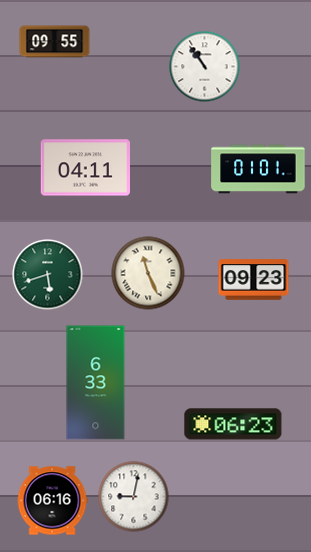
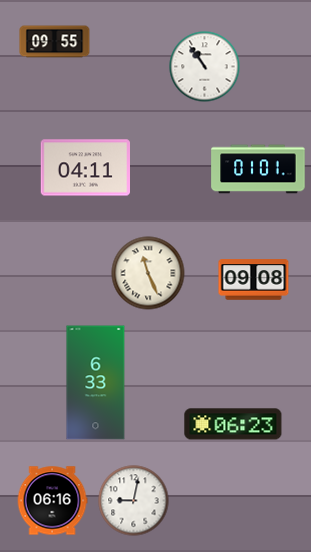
clock at (48, 275): 5:42 -> none
clock at (254, 280): 09:23 -> 09:08
clock at (134, 497) position: (134, 497) -> (134, 501)
